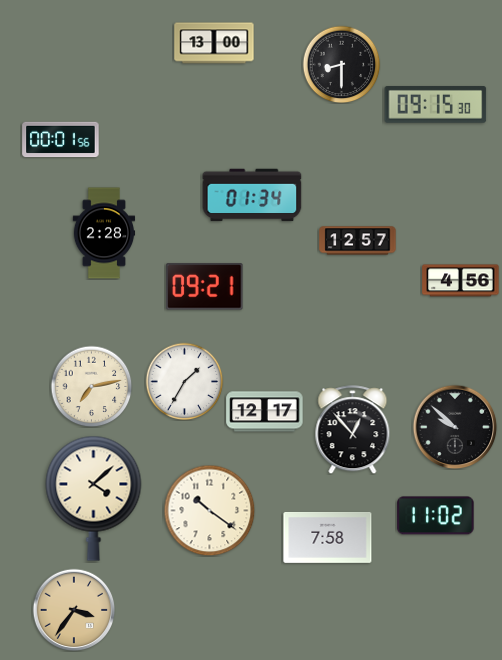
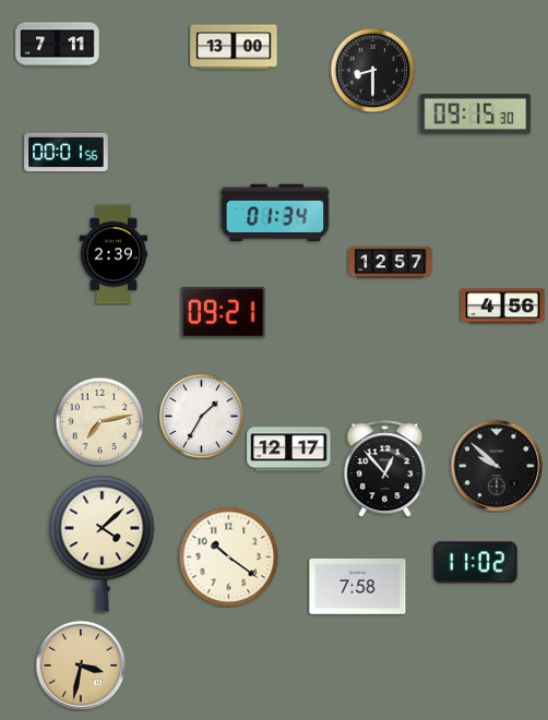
clock at (58, 45): none -> 7:11
clock at (104, 233): 2:28 -> 2:39
clock at (74, 610): 3:36 -> 3:32
